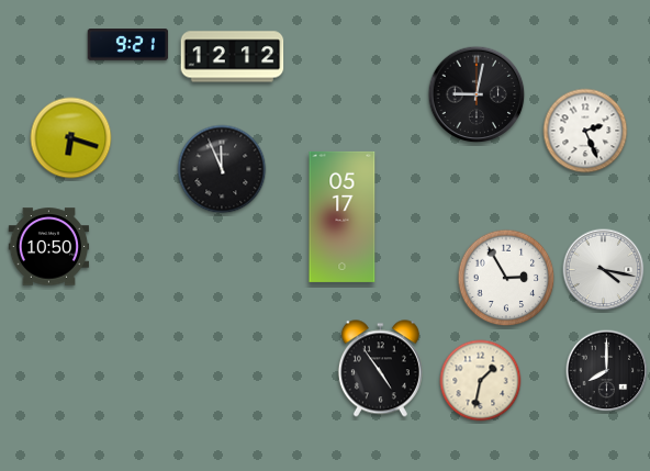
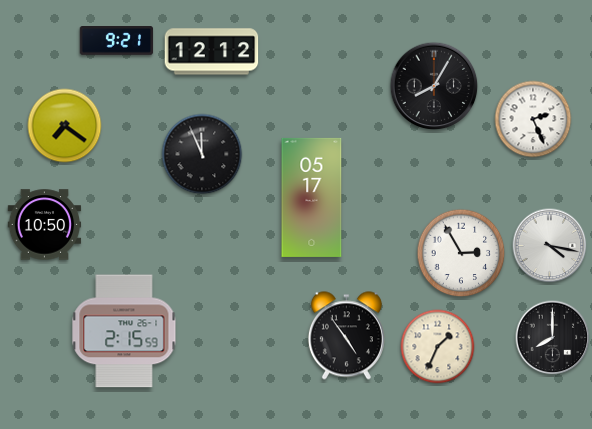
clock at (477, 94): 9:02 -> 8:05
clock at (71, 138): 6:18 -> 7:21
clock at (124, 331): none -> 2:15
clock at (481, 381): 1:32 -> 1:34
